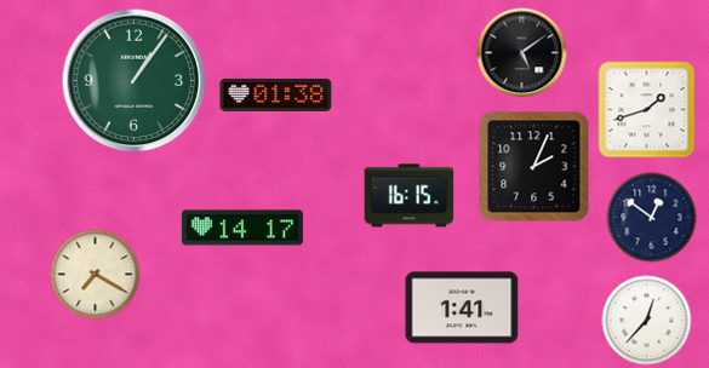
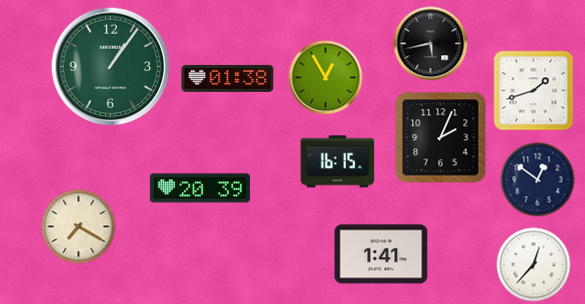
clock at (522, 53): 5:09 -> 5:43
clock at (326, 78): none -> 12:55
clock at (242, 228): 14:17 -> 20:39
